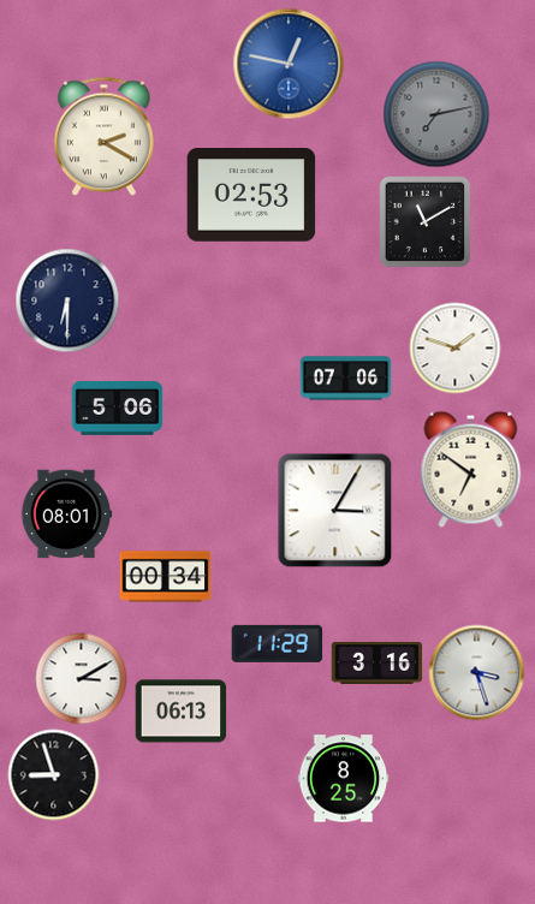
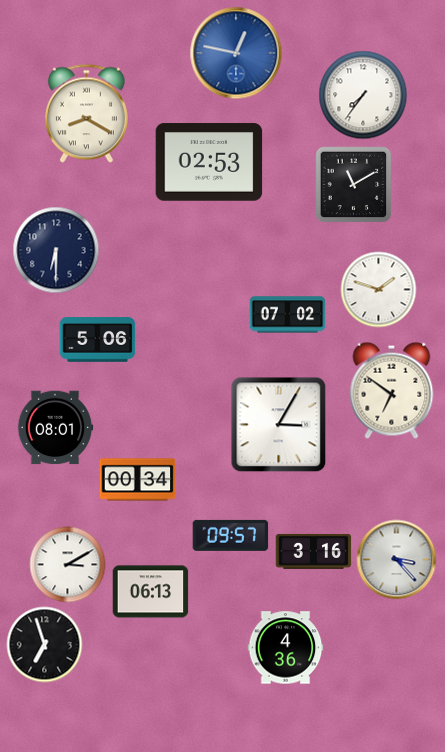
clock at (289, 64) position: (289, 64) -> (236, 53)
clock at (436, 114): 7:13 -> 7:36
clock at (436, 114) dial: grey -> white
clock at (103, 137): 2:20 -> 8:20
clock at (346, 379): 07:06 -> 07:02
clock at (278, 643): 11:29 -> 09:57
clock at (477, 673): 3:27 -> 3:23
clock at (54, 775): 8:57 -> 6:57
clock at (344, 779): 8:25 -> 4:36
